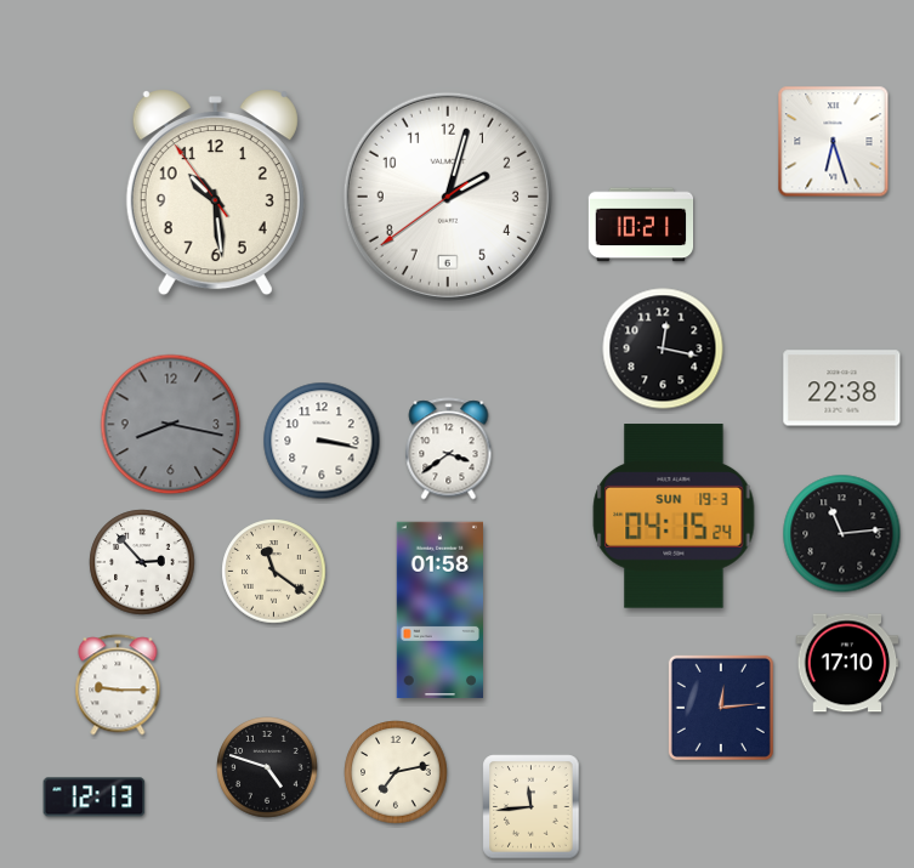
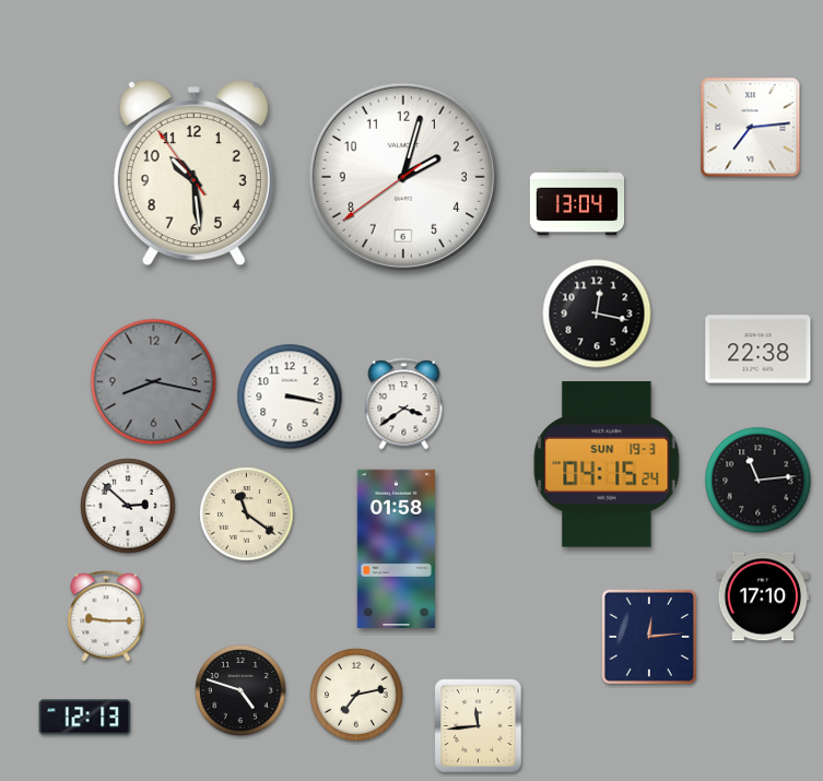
clock at (834, 142): 6:27 -> 7:14
clock at (641, 225): 10:21 -> 13:04
clock at (142, 562): 2:53 -> 2:52
